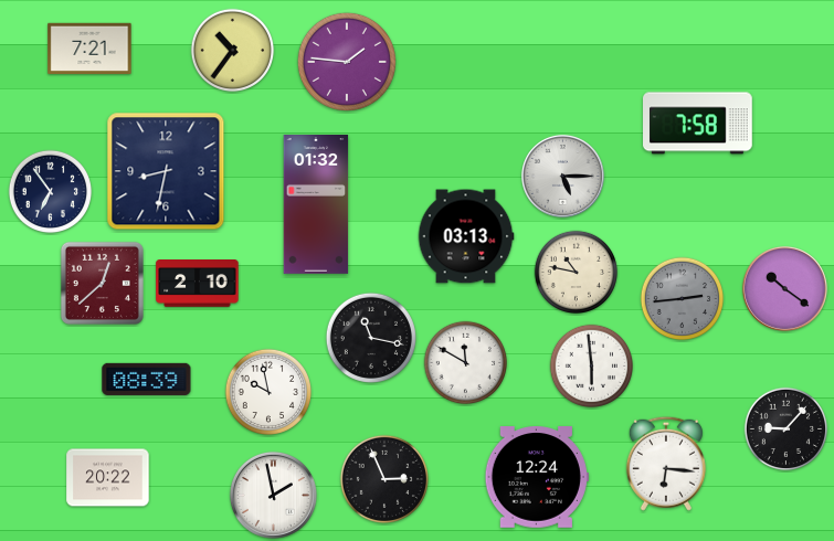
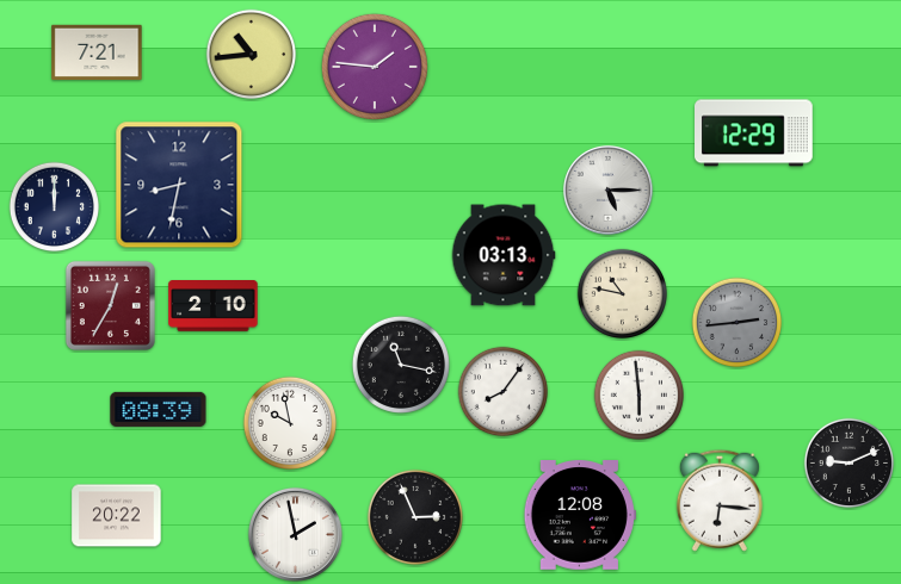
clock at (233, 51): 10:36 -> 10:44
clock at (698, 124): 7:58 -> 12:29
clock at (51, 192): 6:54 -> 12:00
clock at (316, 205): 01:32 -> none
clock at (102, 283): 12:38 -> 12:35
clock at (784, 288): 10:21 -> none
clock at (466, 363): 11:50 -> 8:06
clock at (787, 429): 9:07 -> 9:11
clock at (537, 478): 12:24 -> 12:08
